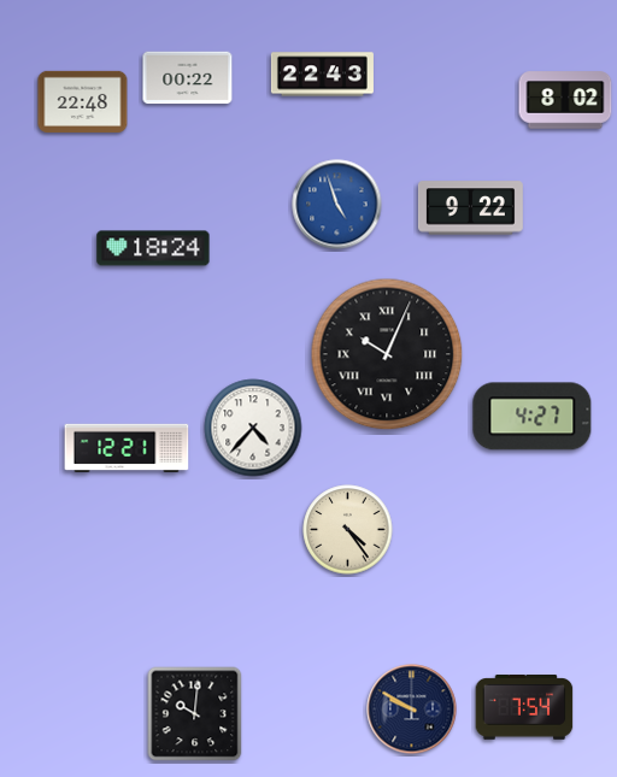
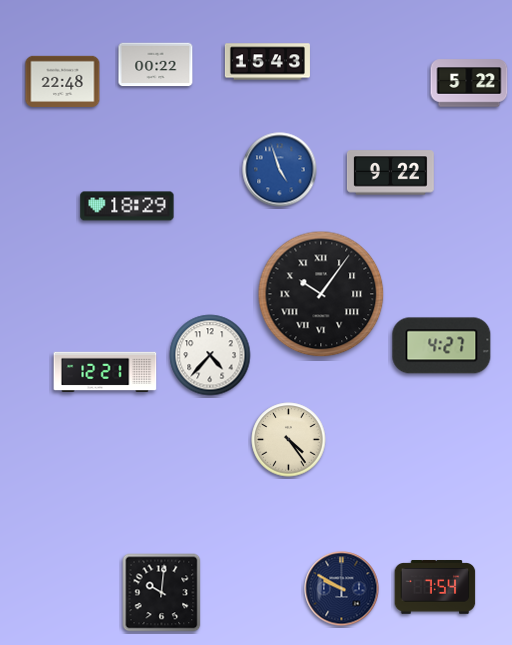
clock at (322, 75): 22:43 -> 15:43
clock at (565, 100): 8:02 -> 5:22
clock at (83, 101) position: (83, 101) -> (63, 81)
clock at (153, 248): 18:24 -> 18:29
clock at (387, 354): 10:04 -> 10:06
